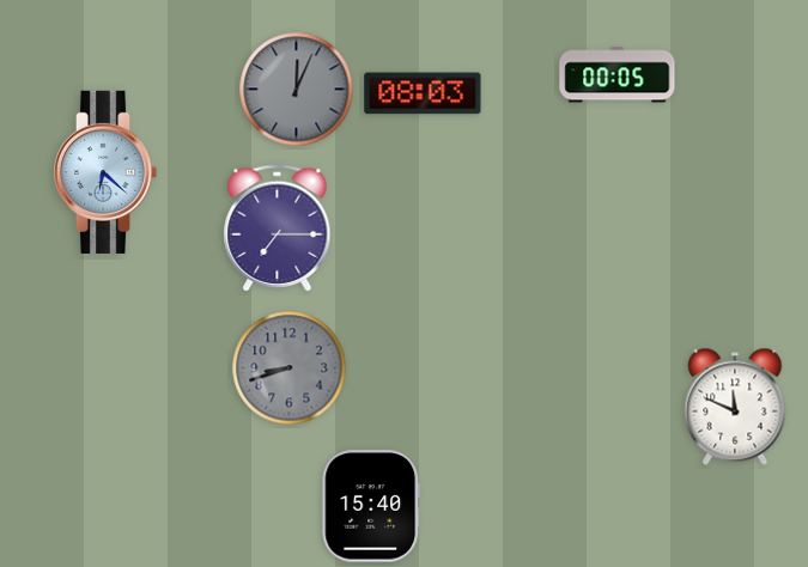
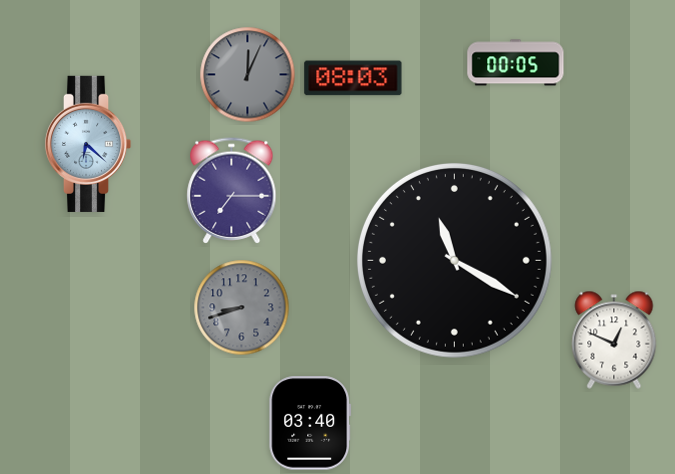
clock at (454, 260): none -> 11:20
clock at (735, 407): 11:49 -> 12:49
clock at (371, 506): 15:40 -> 03:40
